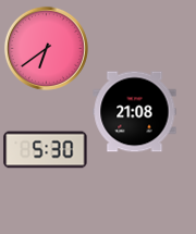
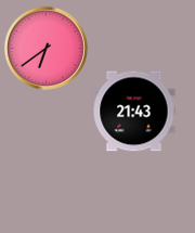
clock at (135, 112): 21:08 -> 21:43
clock at (46, 150): 5:30 -> none
